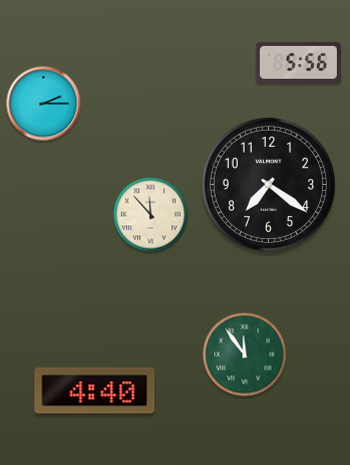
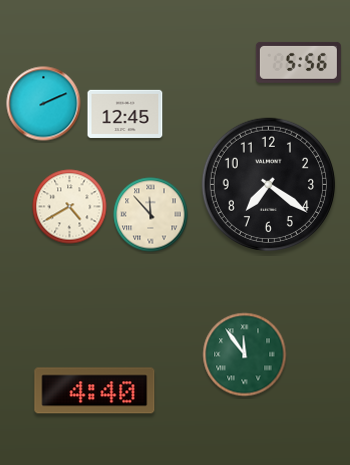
clock at (44, 104): 2:15 -> 2:11
clock at (125, 114): none -> 12:45
clock at (70, 207): none -> 4:40
